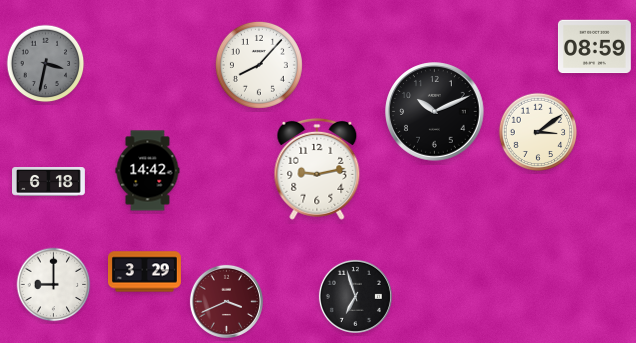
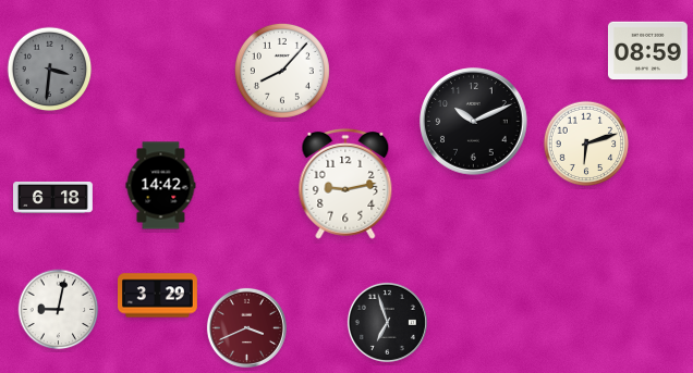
clock at (46, 64): 3:32 -> 3:31
clock at (538, 132): 3:09 -> 6:12
clock at (54, 285): 9:00 -> 9:02
